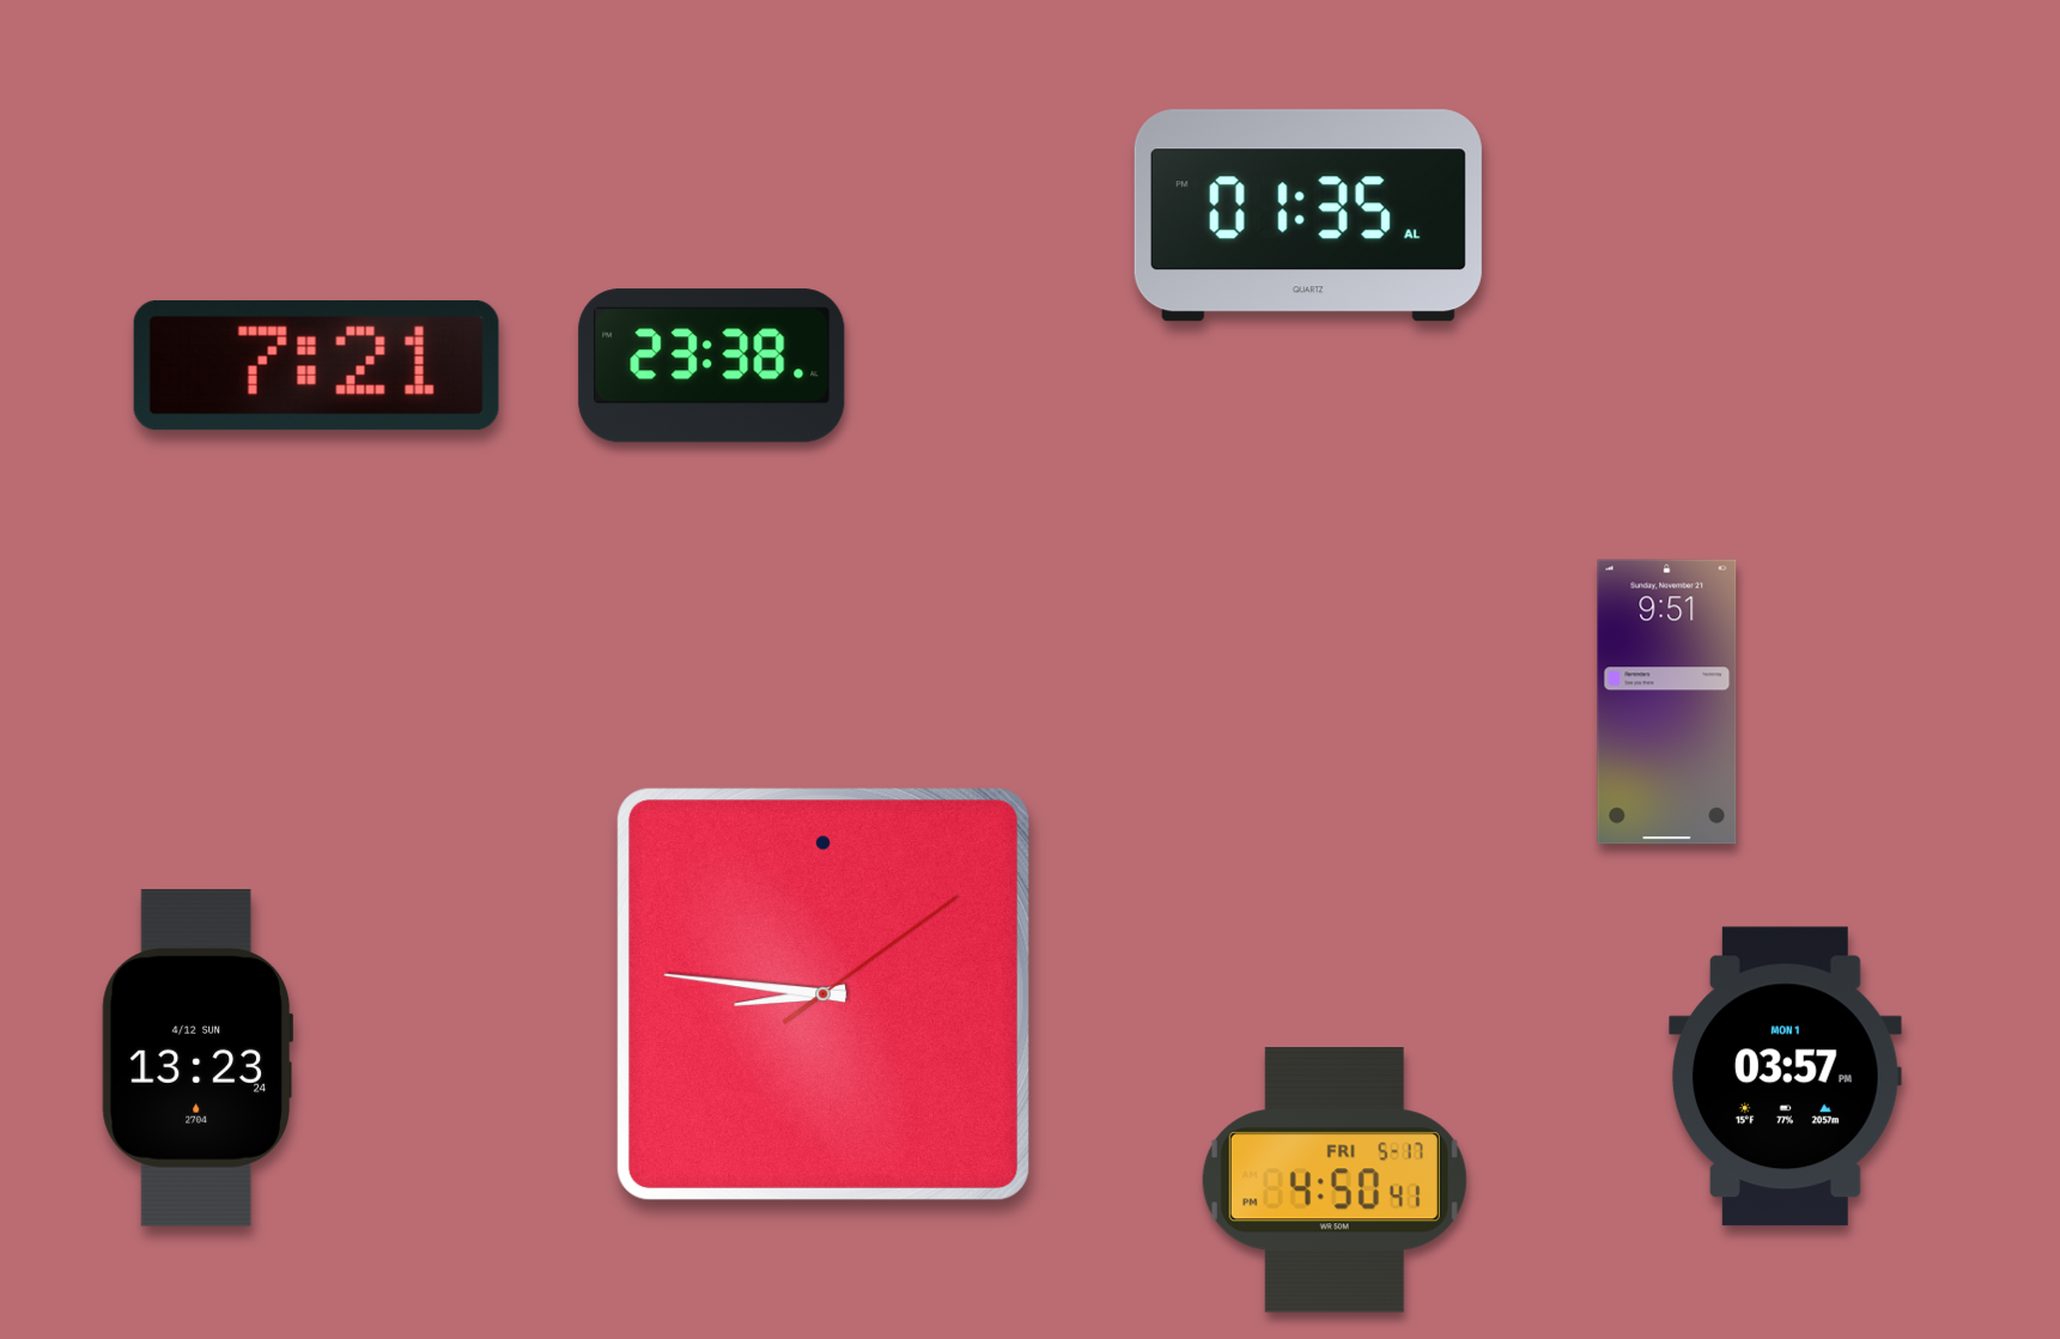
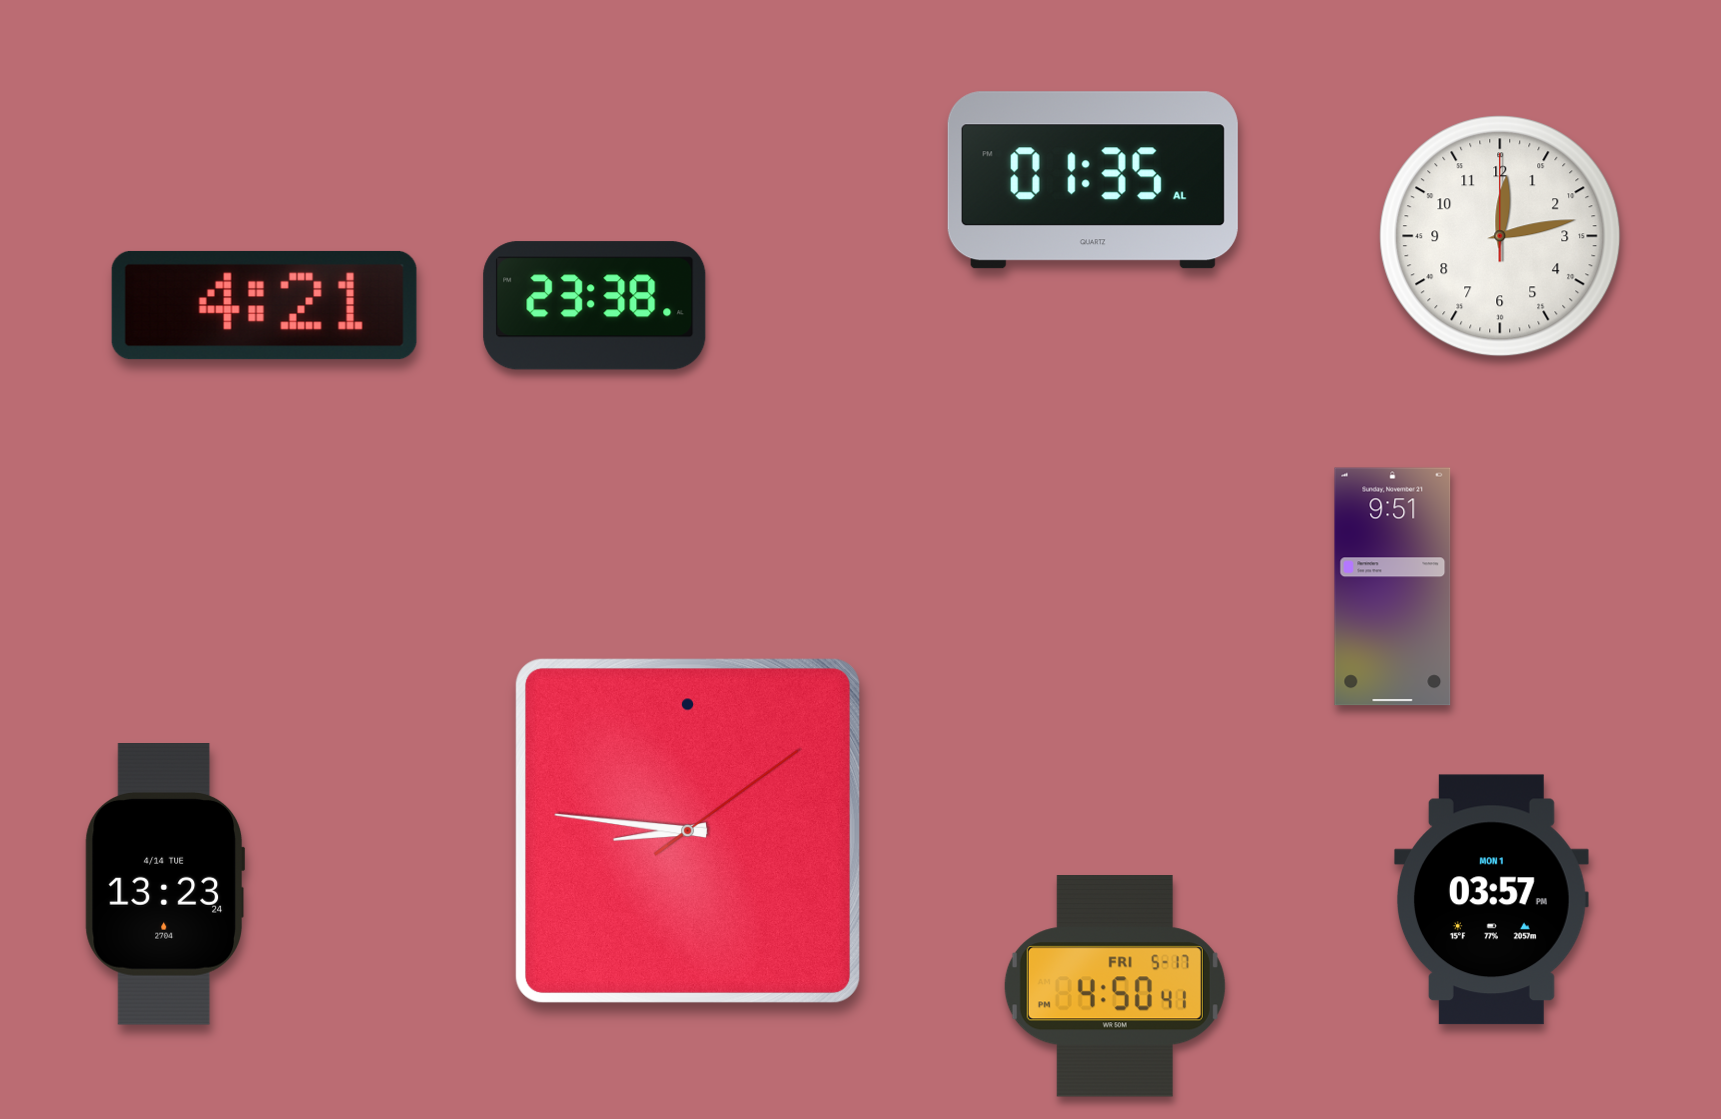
clock at (1500, 236): none -> 12:13
clock at (316, 365): 7:21 -> 4:21
clock at (196, 1059) date: 4/12 SUN -> 4/14 TUE
